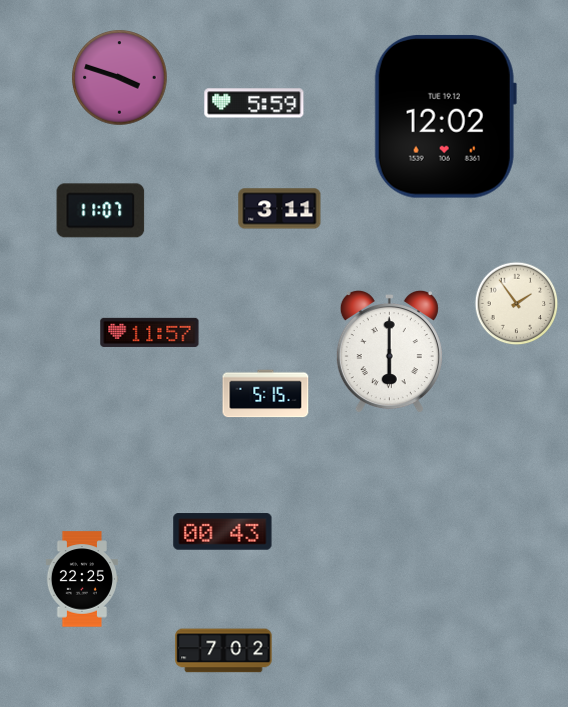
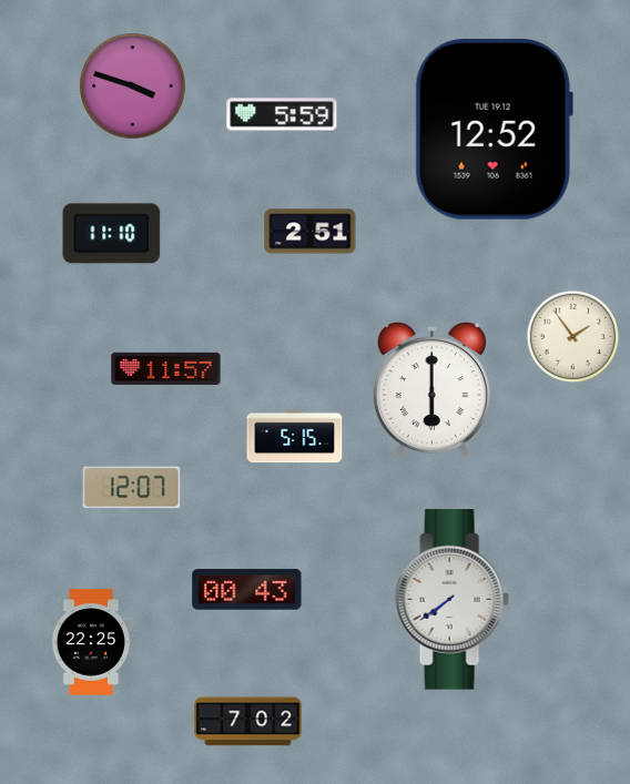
clock at (445, 116): 12:02 -> 12:52
clock at (280, 209): 3:11 -> 2:51
clock at (101, 211): 11:07 -> 11:10
clock at (132, 488): none -> 12:07
clock at (451, 600): none -> 7:39
